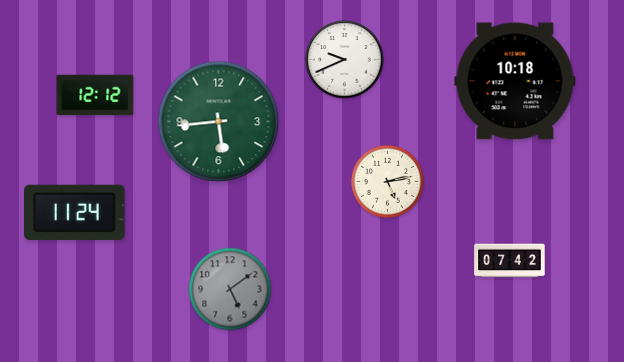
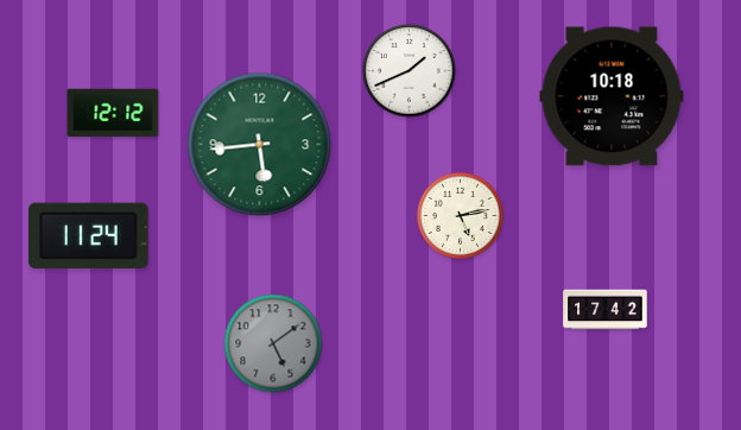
clock at (345, 60): 9:41 -> 1:41
clock at (75, 212) position: (75, 212) -> (89, 235)
clock at (510, 261): 07:42 -> 17:42
